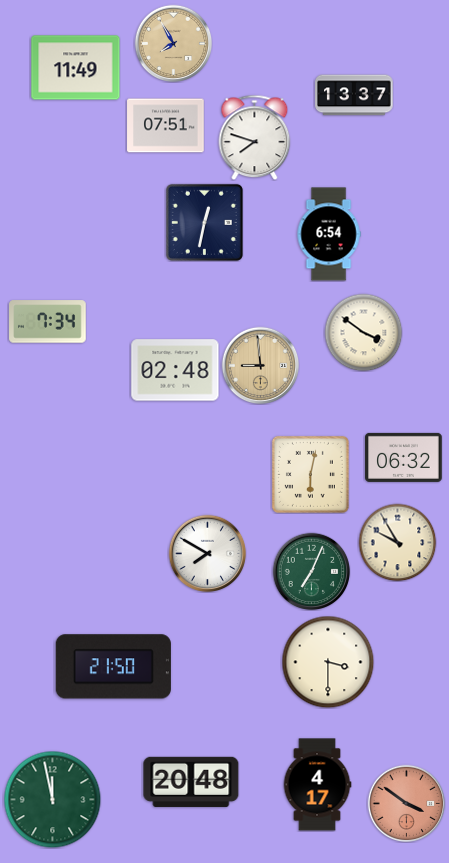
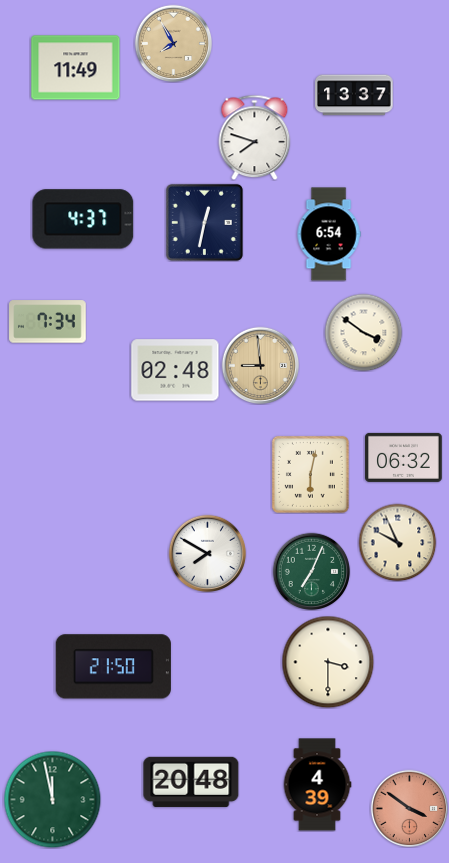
clock at (166, 126): 07:51 -> none
clock at (83, 219): none -> 4:37
clock at (397, 542): 9:55 -> 9:56
clock at (317, 785): 4:17 -> 4:39
clock at (406, 803) position: (406, 803) -> (409, 808)
